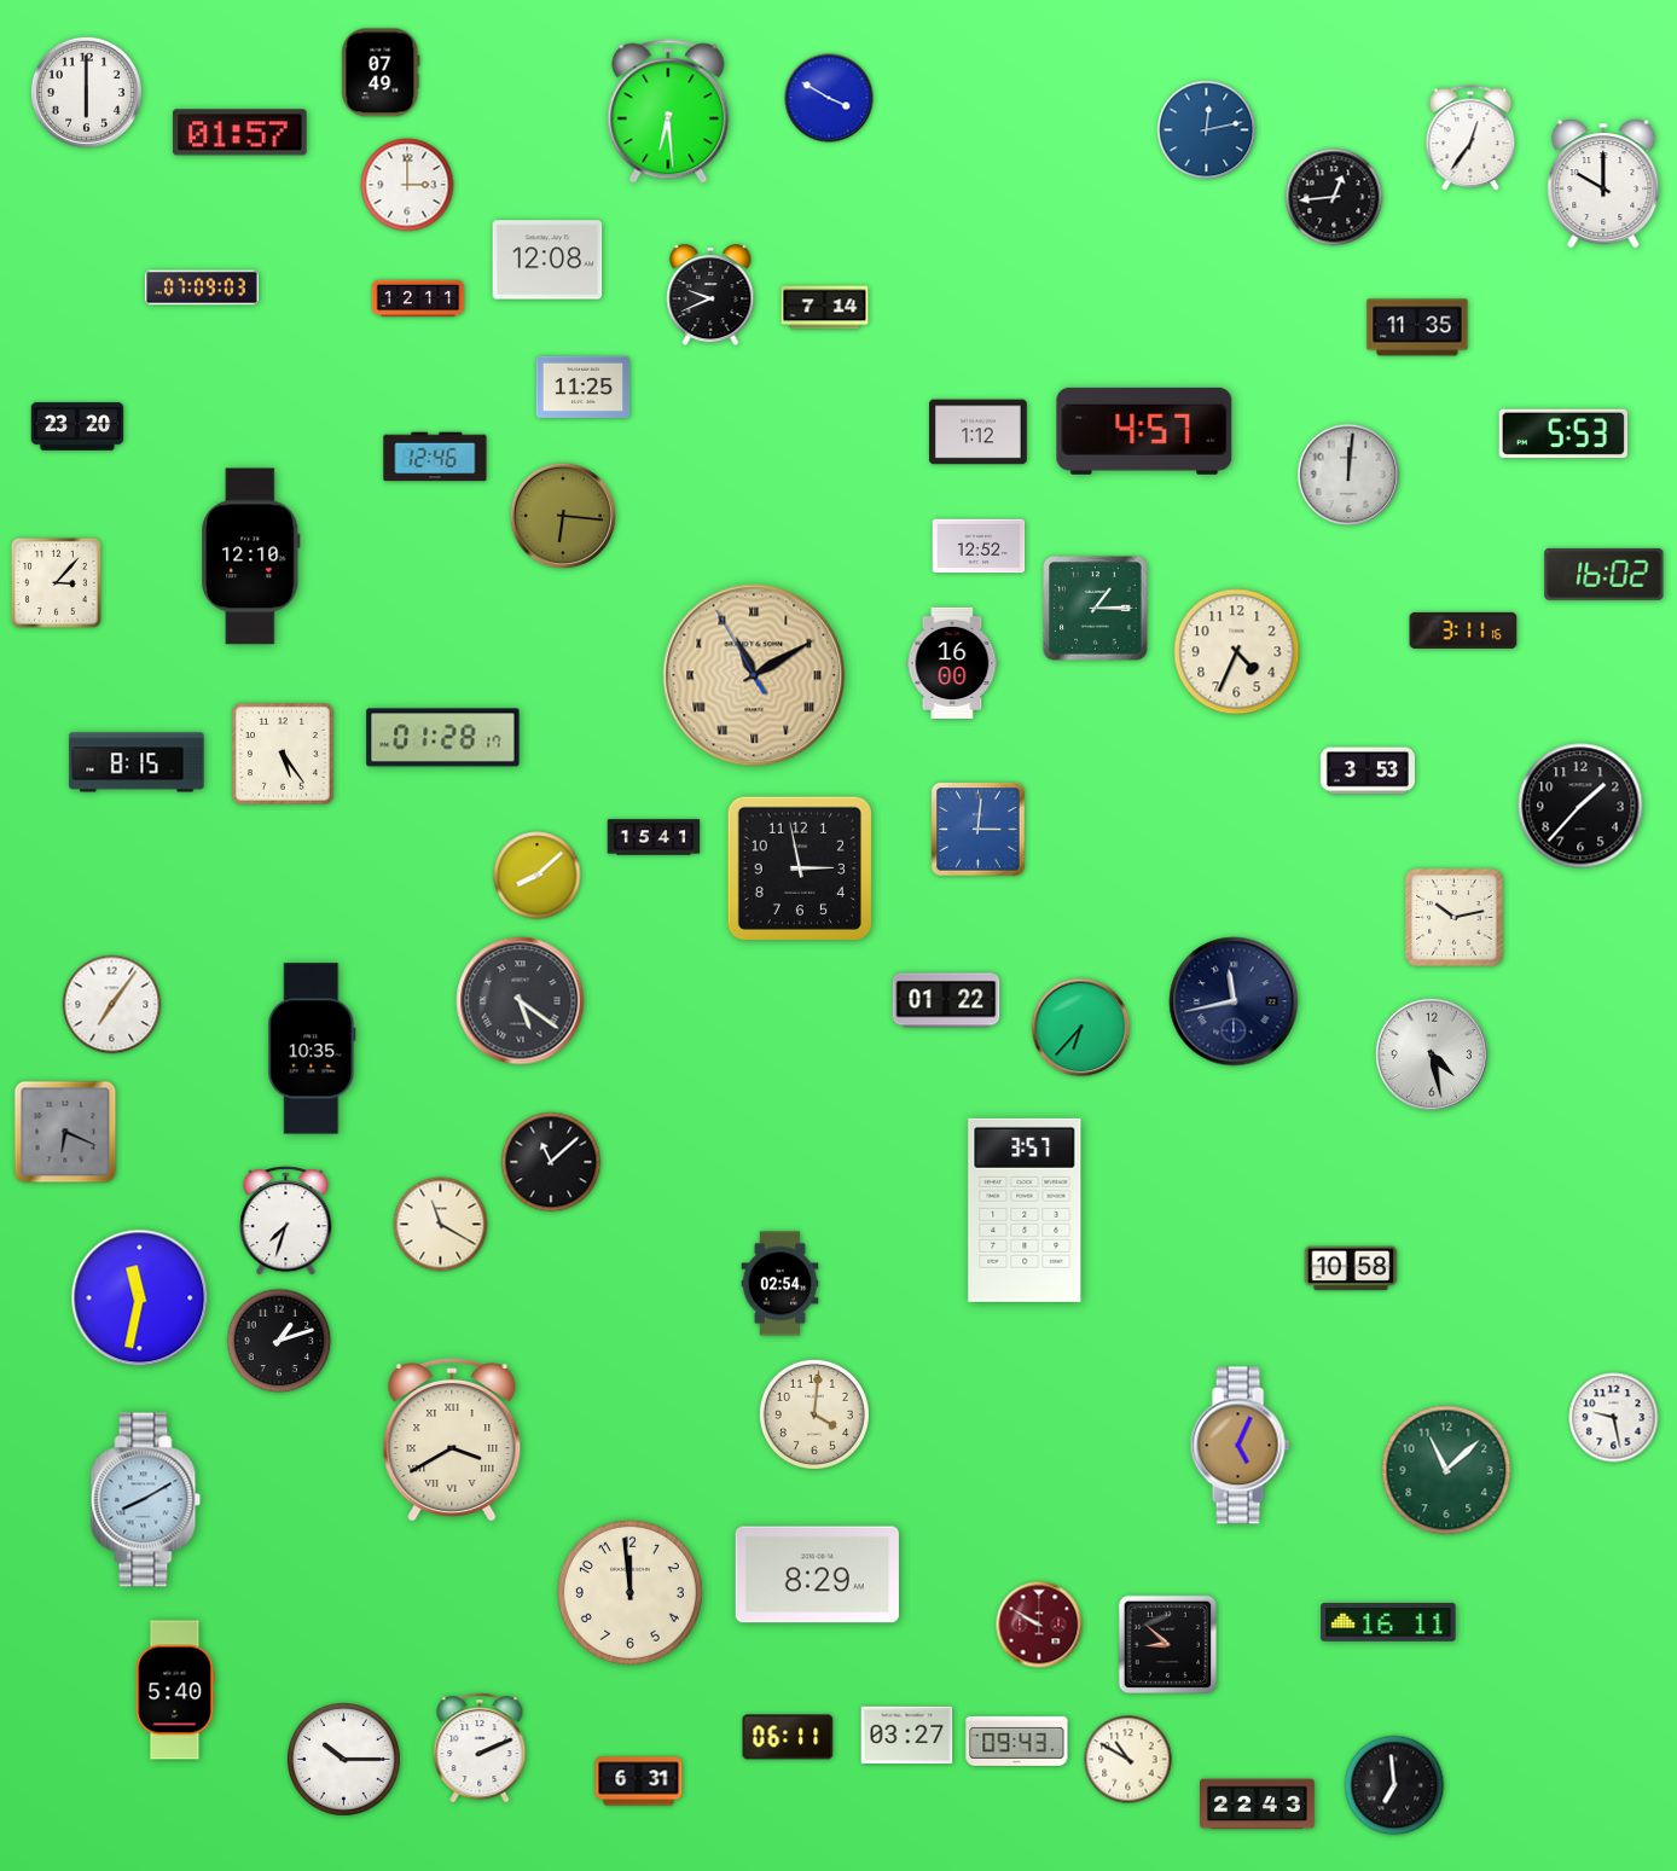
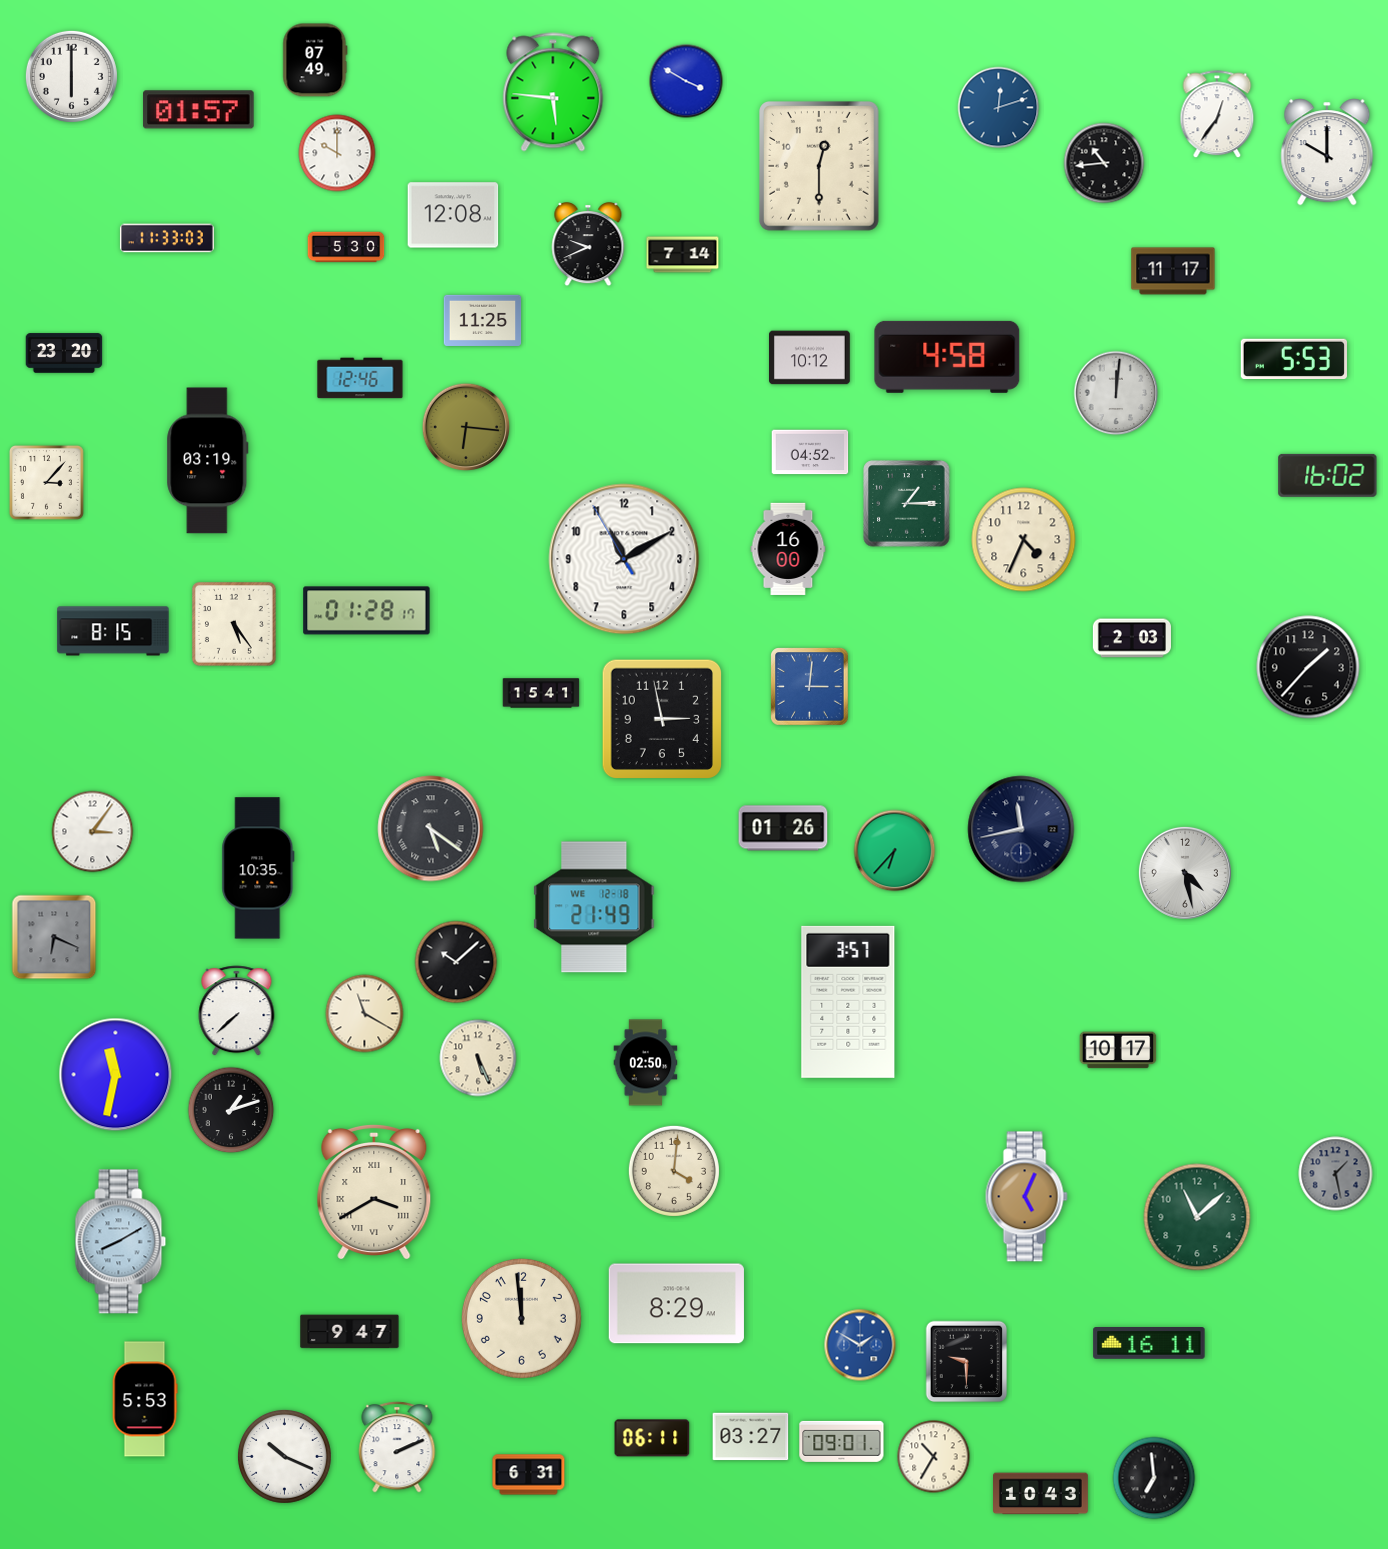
clock at (668, 111): 6:29 -> 5:46
clock at (1207, 130): 12:13 -> 12:12
clock at (407, 185): 3:00 -> 10:00
clock at (1334, 197): 12:44 -> 10:44
clock at (820, 167): none -> 12:30
clock at (202, 287): 07:09 -> 11:33
clock at (418, 298): 12:11 -> 5:30
clock at (1417, 327): 11:35 -> 11:17
clock at (1144, 431): 4:57 -> 4:58
clock at (979, 432): 1:12 -> 10:12
clock at (979, 546): 12:52 -> 04:52
clock at (251, 557): 12:10 -> 03:19
clock at (1463, 631): 3:11 -> none
clock at (754, 675) dial: champagne -> white
clock at (754, 675) numerals: Roman -> Arabic
clock at (1368, 771): 3:53 -> 2:03
clock at (538, 876): 8:08 -> none
clock at (1455, 918): 10:13 -> none
clock at (946, 1000): 01:22 -> 01:26
clock at (112, 1005): 7:06 -> 3:06
clock at (594, 907): none -> 21:49
clock at (551, 1162): 11:08 -> 10:08
clock at (286, 1221): 7:33 -> 7:38
clock at (1351, 1268): 10:58 -> 10:17
clock at (478, 1058): none -> 5:26
clock at (781, 1284): 02:54 -> 02:50
clock at (1614, 1418): 9:28 -> 1:28
clock at (1614, 1418) dial: white -> grey
clock at (350, 1332): none -> 9:47
clock at (1039, 1625): 9:50 -> 1:50
clock at (1039, 1625) dial: burgundy -> blue
clock at (1168, 1645): 8:52 -> 9:30
clock at (175, 1690): 5:40 -> 5:53
clock at (1017, 1741): 09:43 -> 09:01
clock at (343, 1759): 10:15 -> 10:19
clock at (1128, 1760): 10:50 -> 10:35
clock at (1258, 1805): 22:43 -> 10:43
